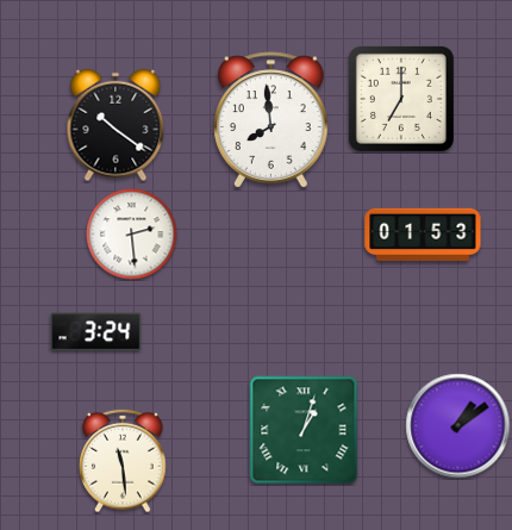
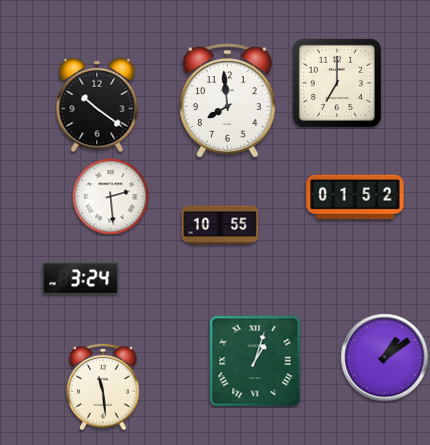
clock at (423, 233): 01:53 -> 01:52
clock at (220, 225): none -> 10:55
